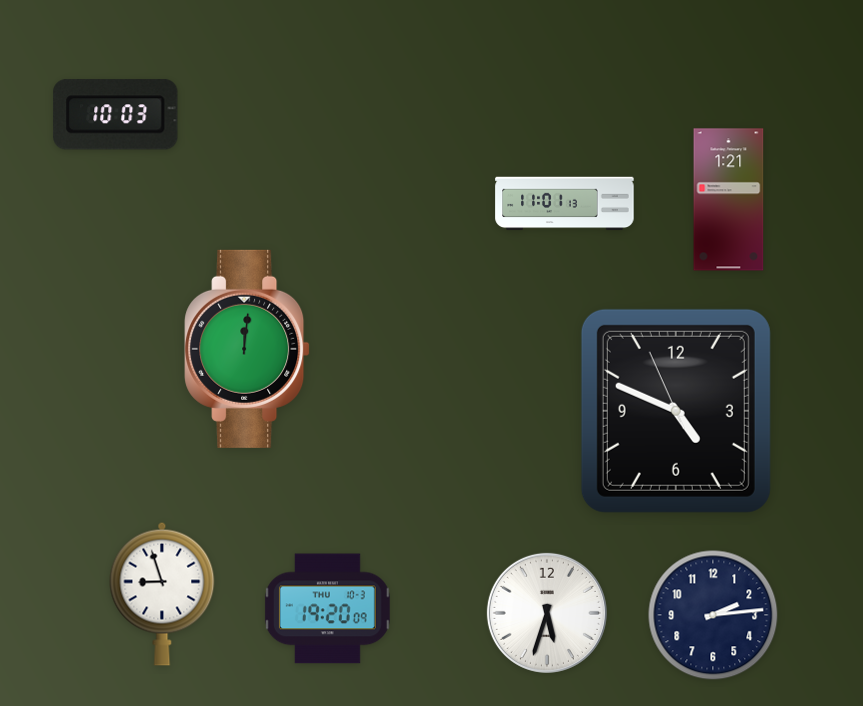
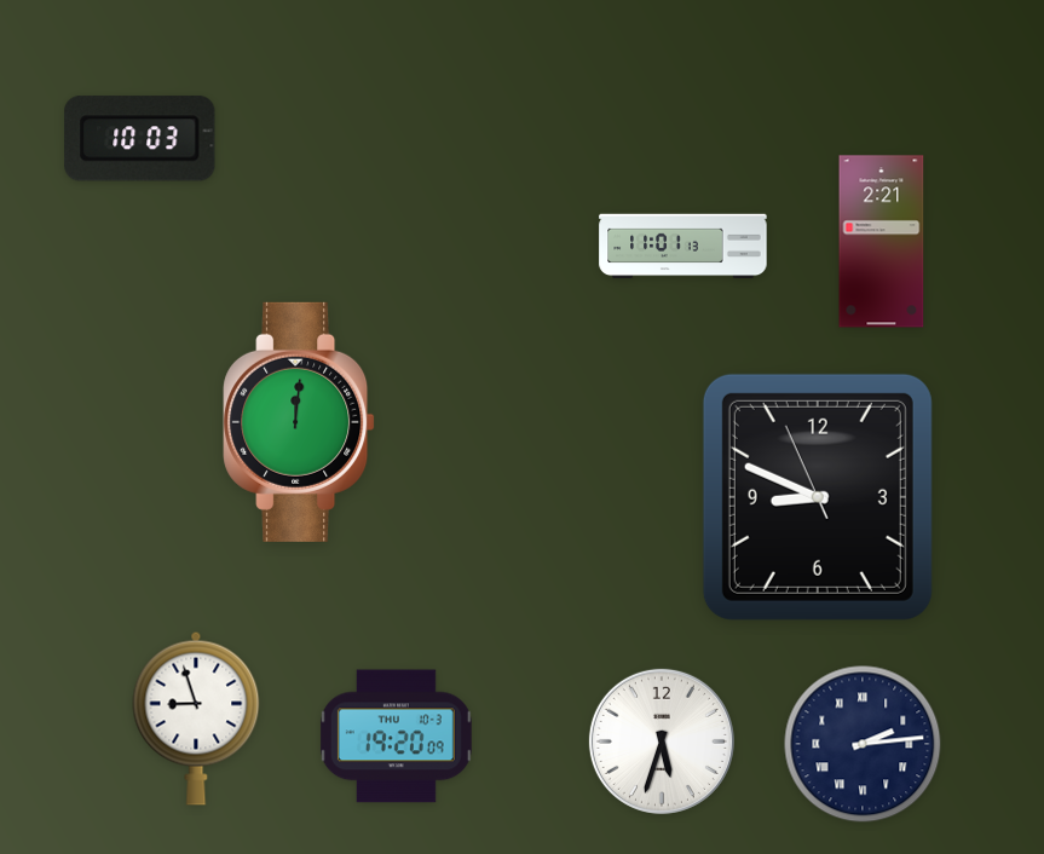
clock at (729, 200): 1:21 -> 2:21
clock at (676, 411): 4:48 -> 8:48
clock at (713, 615) numerals: Arabic -> Roman
